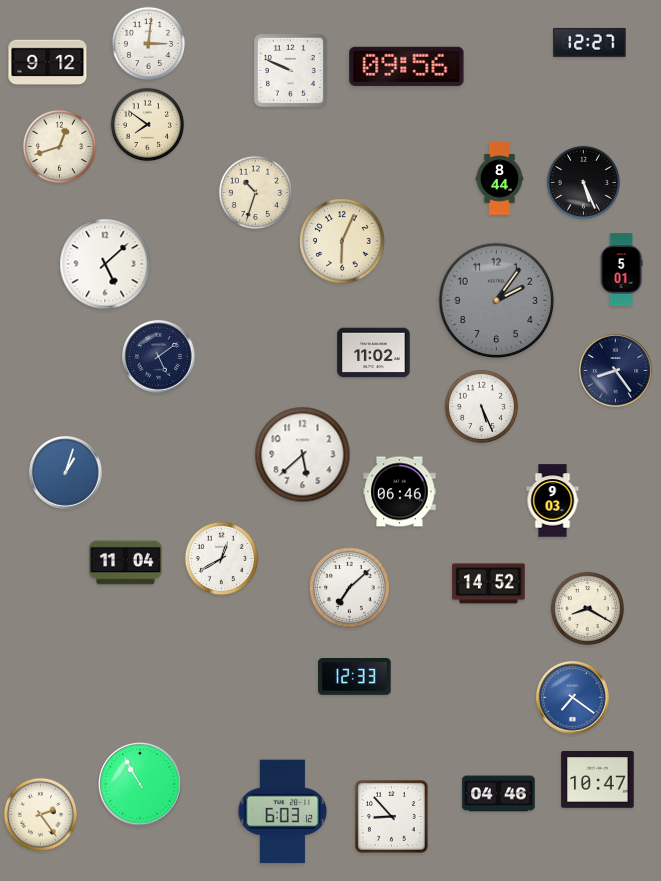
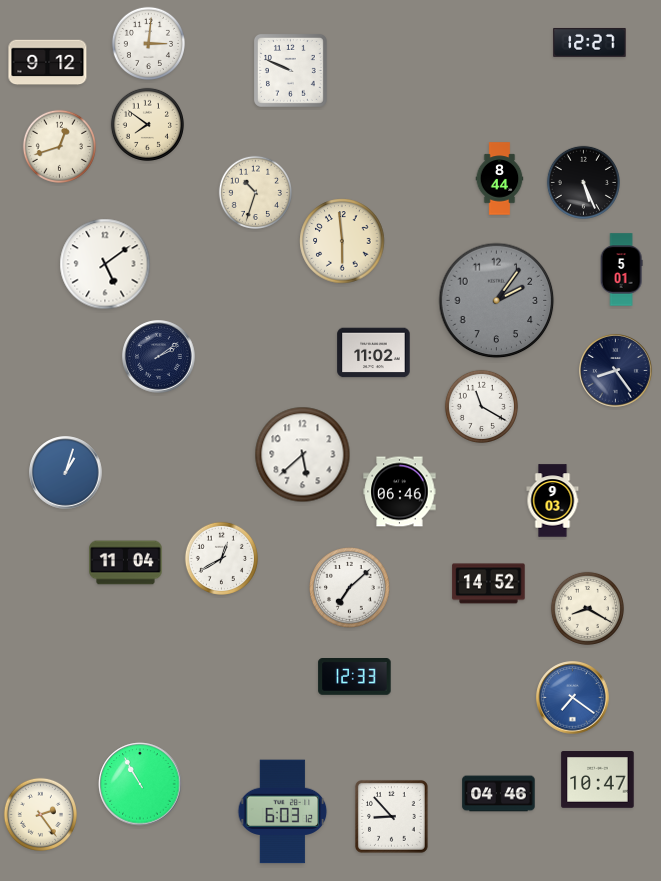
clock at (407, 66): 09:56 -> none
clock at (342, 241): 6:04 -> 5:59
clock at (105, 264): 5:08 -> 5:09
clock at (159, 357): 5:09 -> 2:09
clock at (481, 406): 5:26 -> 11:20
